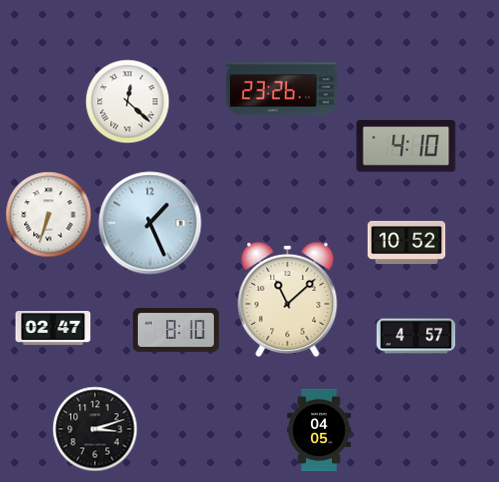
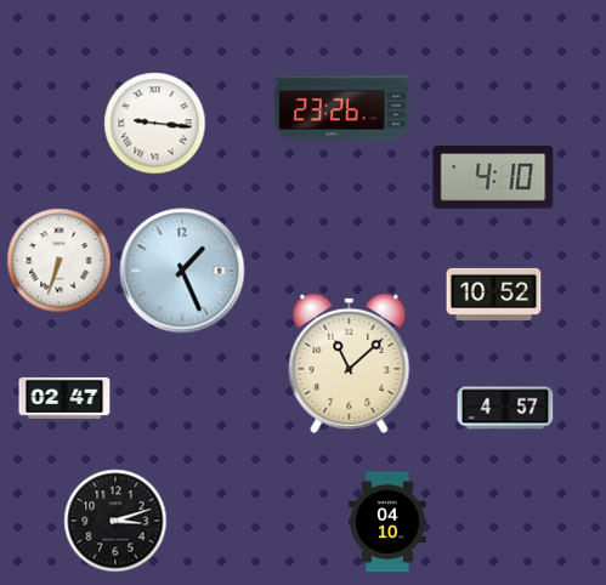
clock at (128, 102): 12:22 -> 9:16
clock at (176, 330): 8:10 -> none
clock at (319, 430): 04:05 -> 04:10
